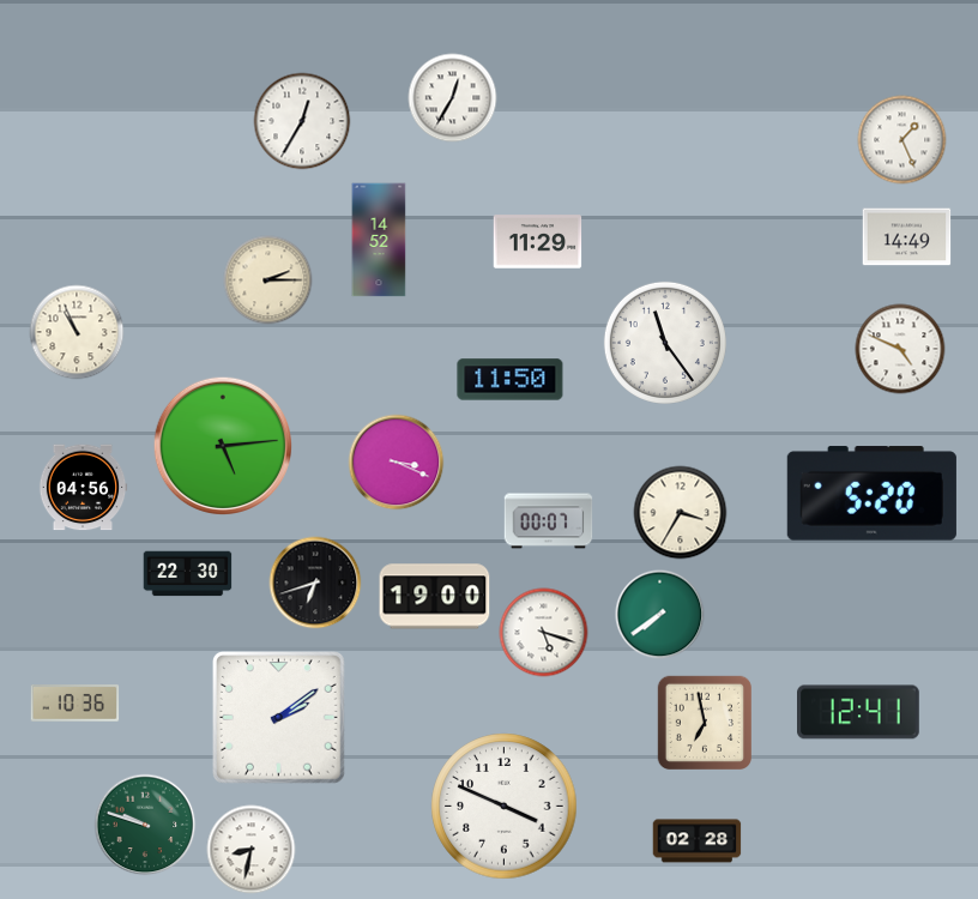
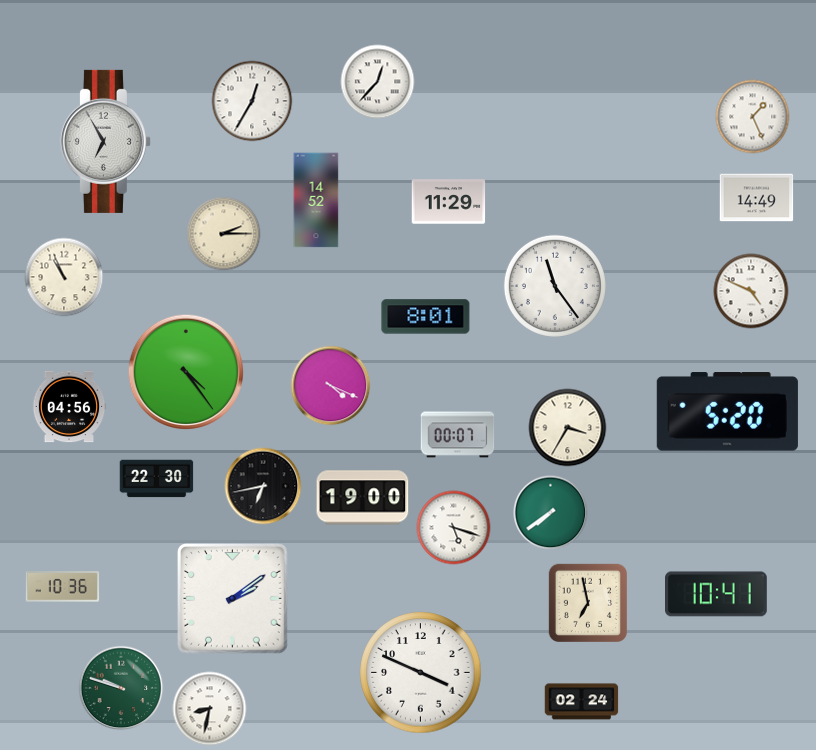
clock at (453, 98): 12:35 -> 12:37
clock at (105, 141): none -> 6:55
clock at (511, 380): 11:50 -> 8:01
clock at (223, 446): 5:14 -> 4:24
clock at (397, 463): 3:19 -> 4:19
clock at (315, 583): 6:42 -> 6:43
clock at (858, 712): 12:41 -> 10:41
clock at (698, 841): 02:28 -> 02:24
